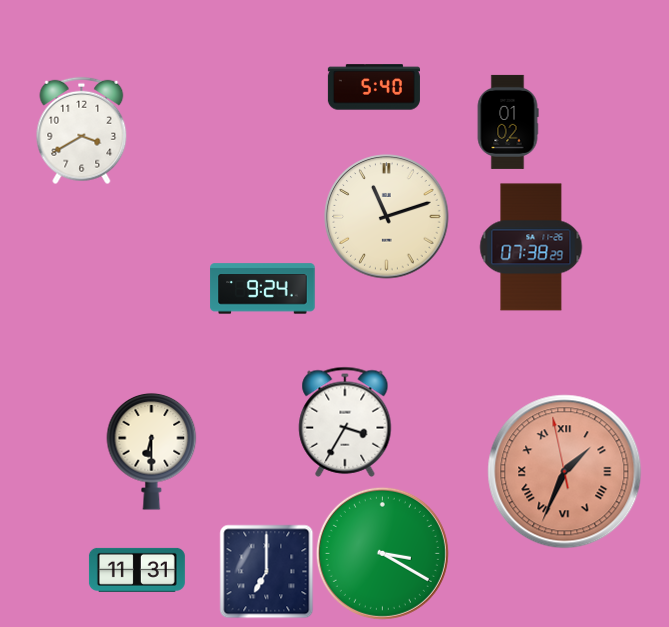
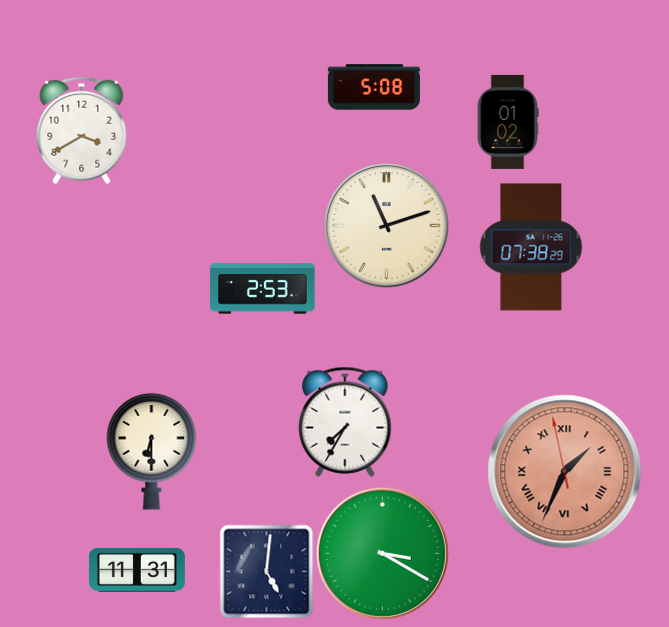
clock at (374, 87): 5:40 -> 5:08
clock at (387, 217) position: (387, 217) -> (387, 226)
clock at (263, 289): 9:24 -> 2:53
clock at (345, 422): 3:35 -> 7:35
clock at (266, 571): 7:00 -> 5:01
